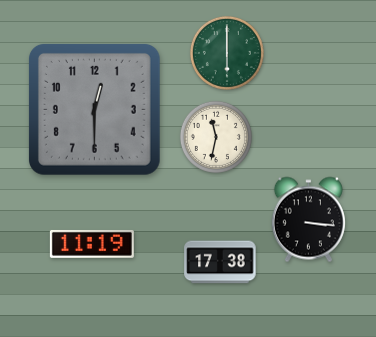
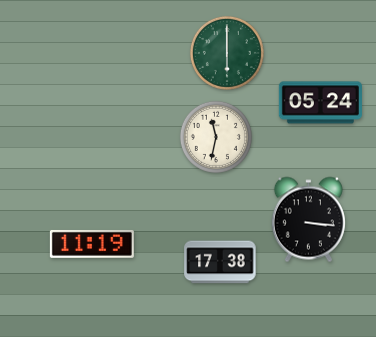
clock at (320, 103): none -> 05:24
clock at (94, 109): 12:30 -> none
